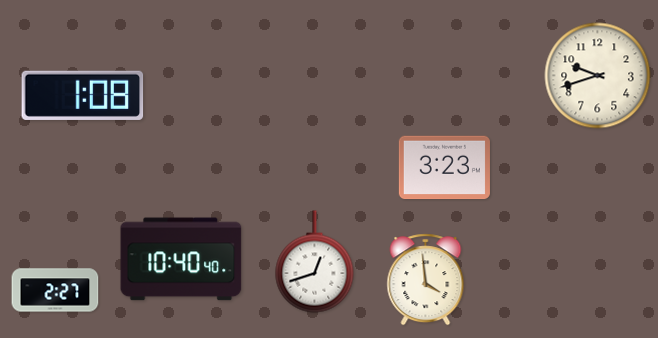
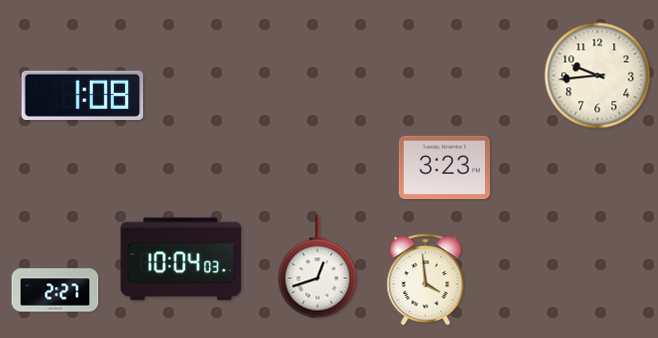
clock at (598, 76): 9:42 -> 9:44
clock at (181, 259): 10:40 -> 10:04
clock at (315, 262) position: (315, 262) -> (318, 267)
